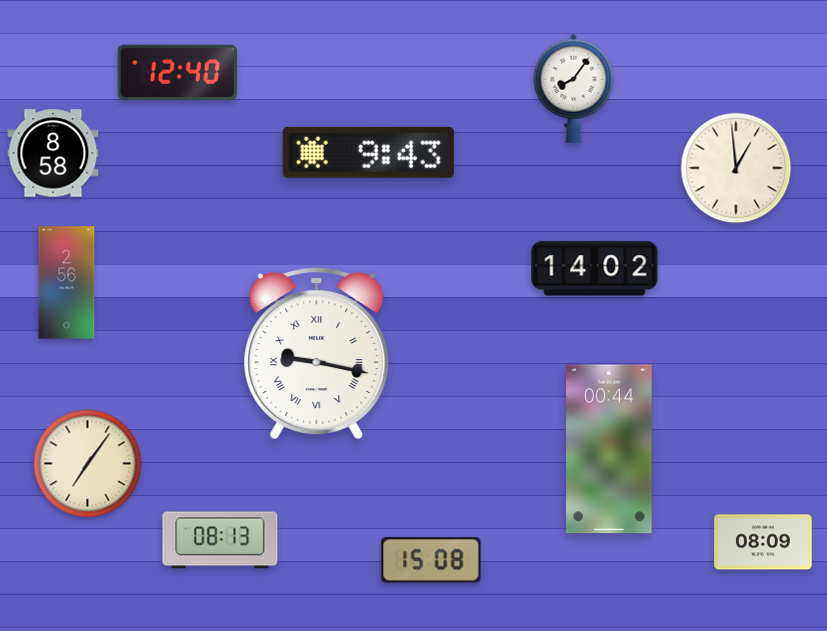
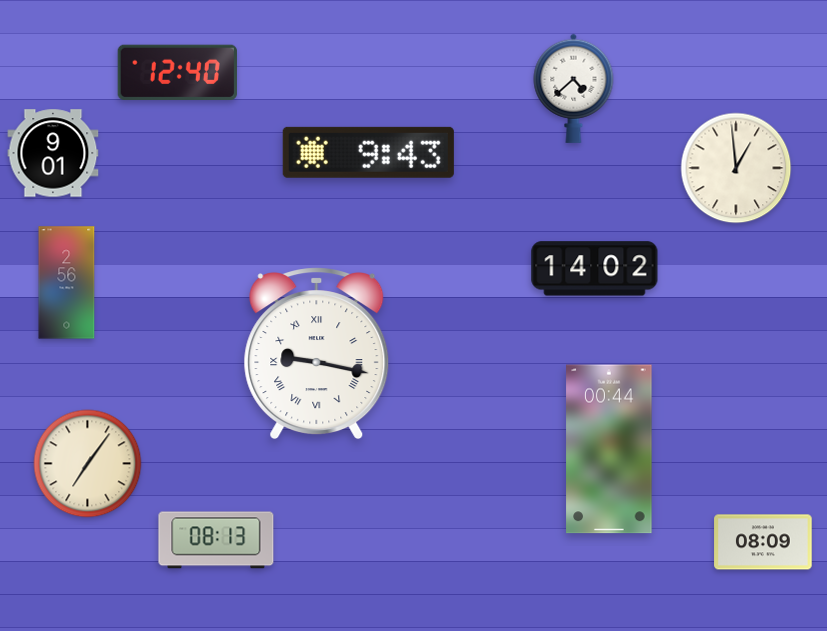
clock at (574, 88): 8:06 -> 4:38
clock at (53, 153): 8:58 -> 9:01
clock at (220, 540) position: (220, 540) -> (216, 540)
clock at (431, 560): 15:08 -> none
